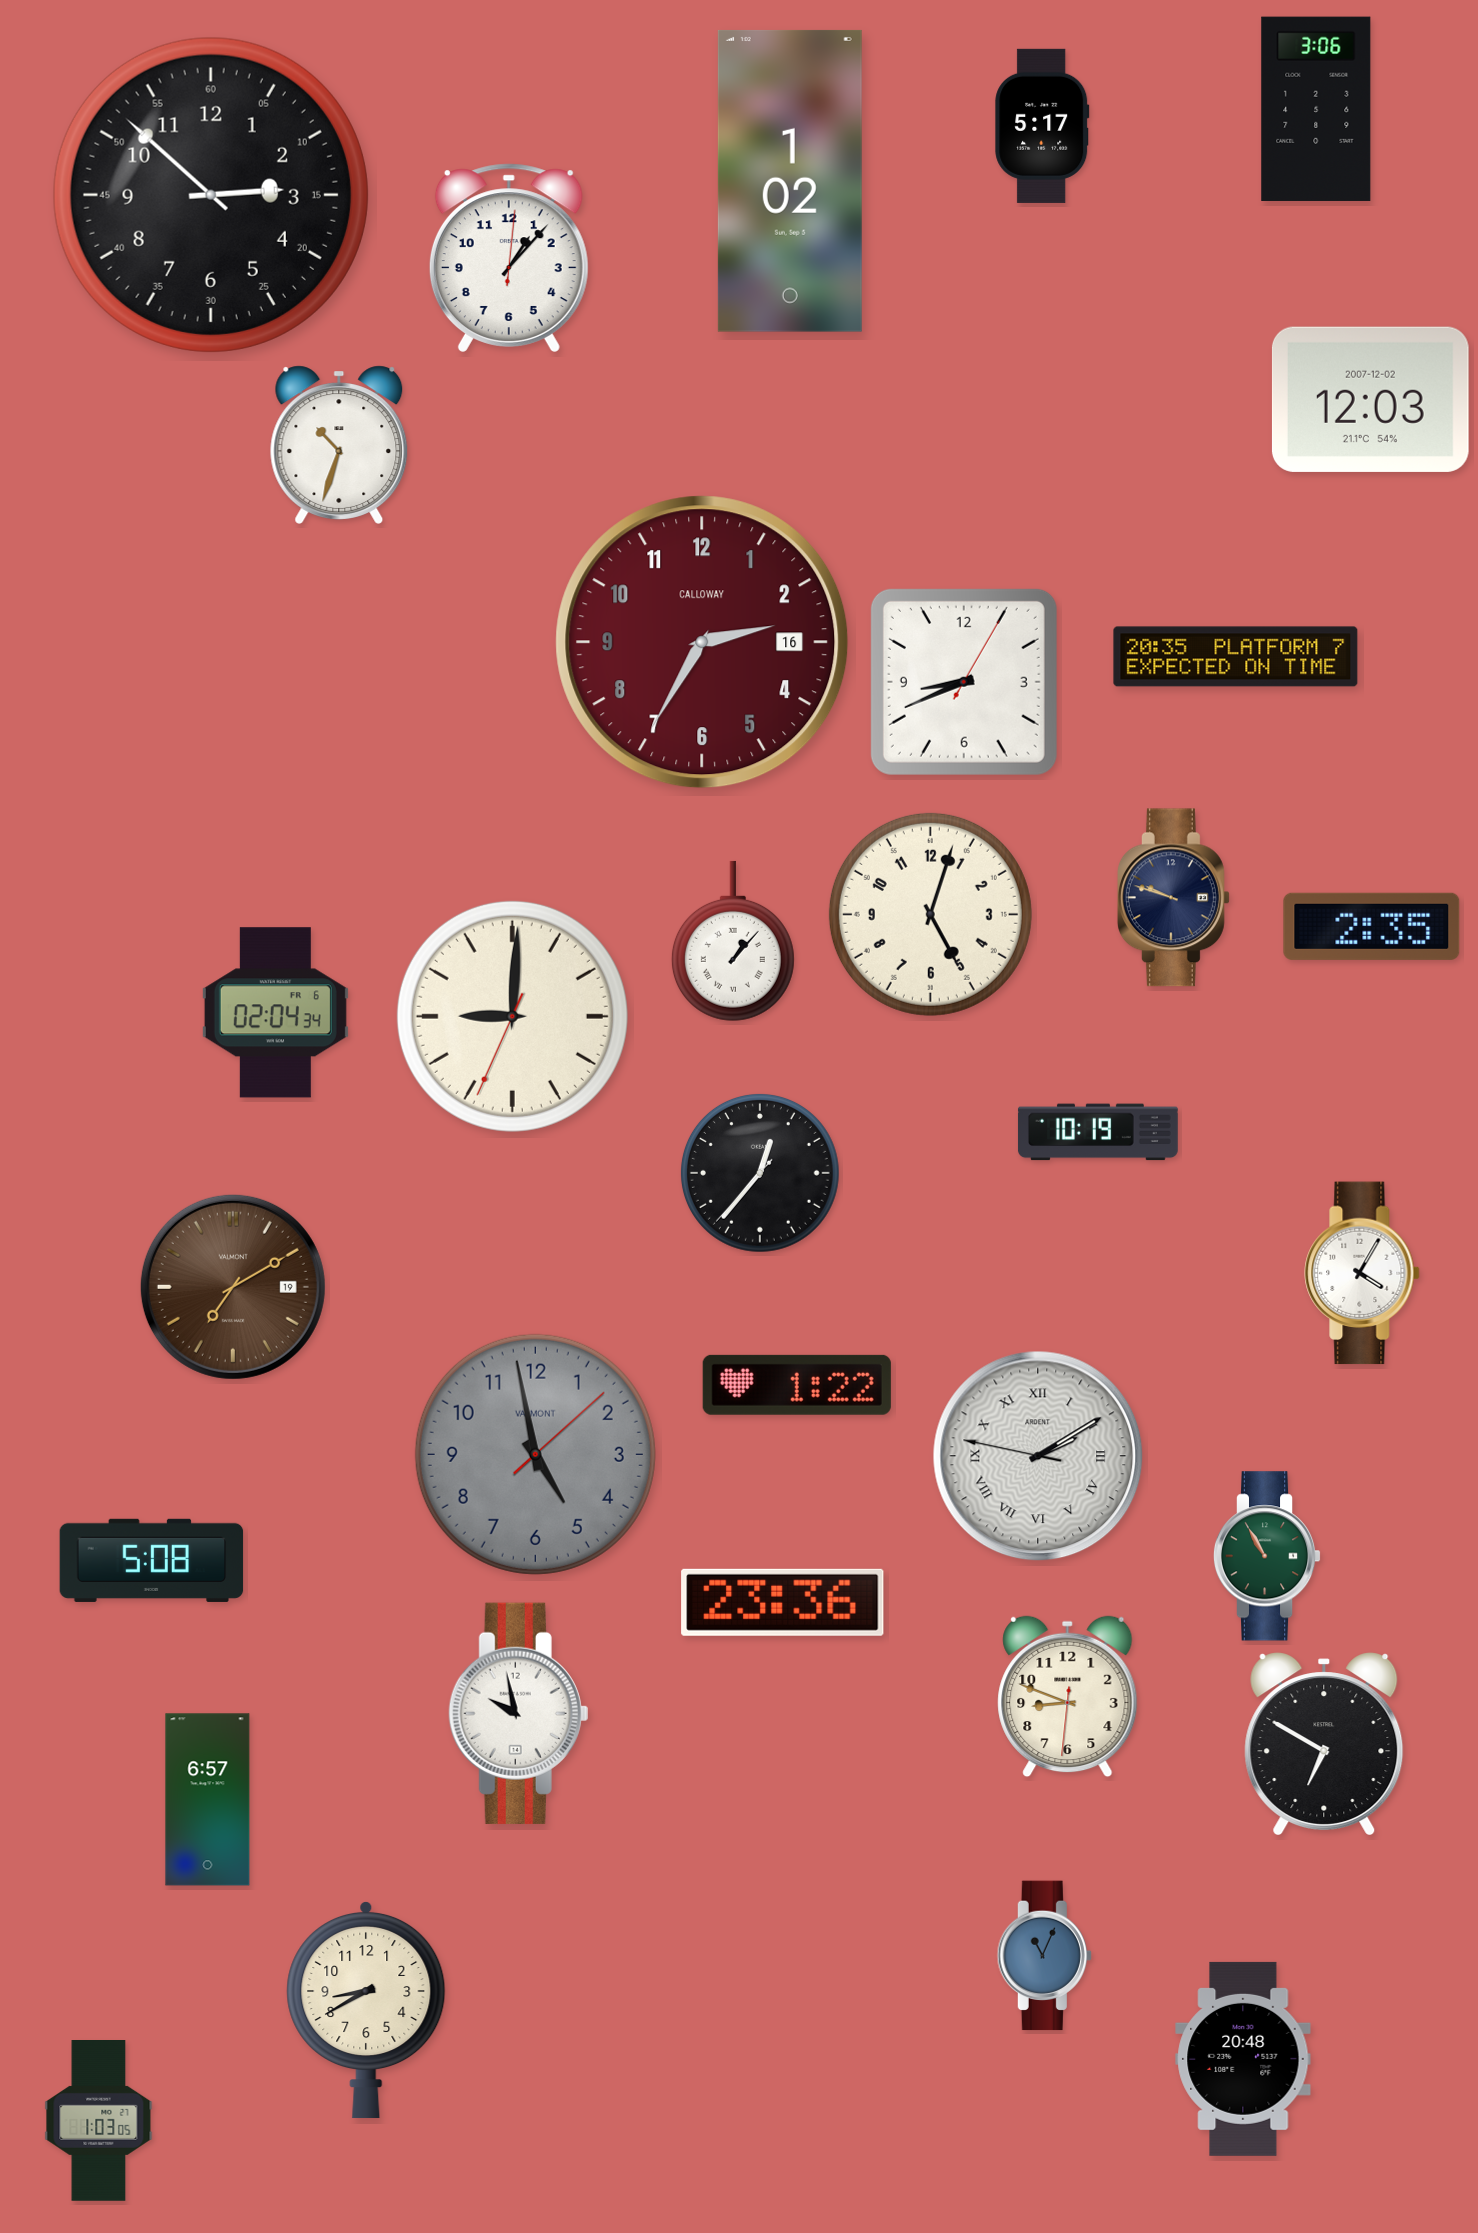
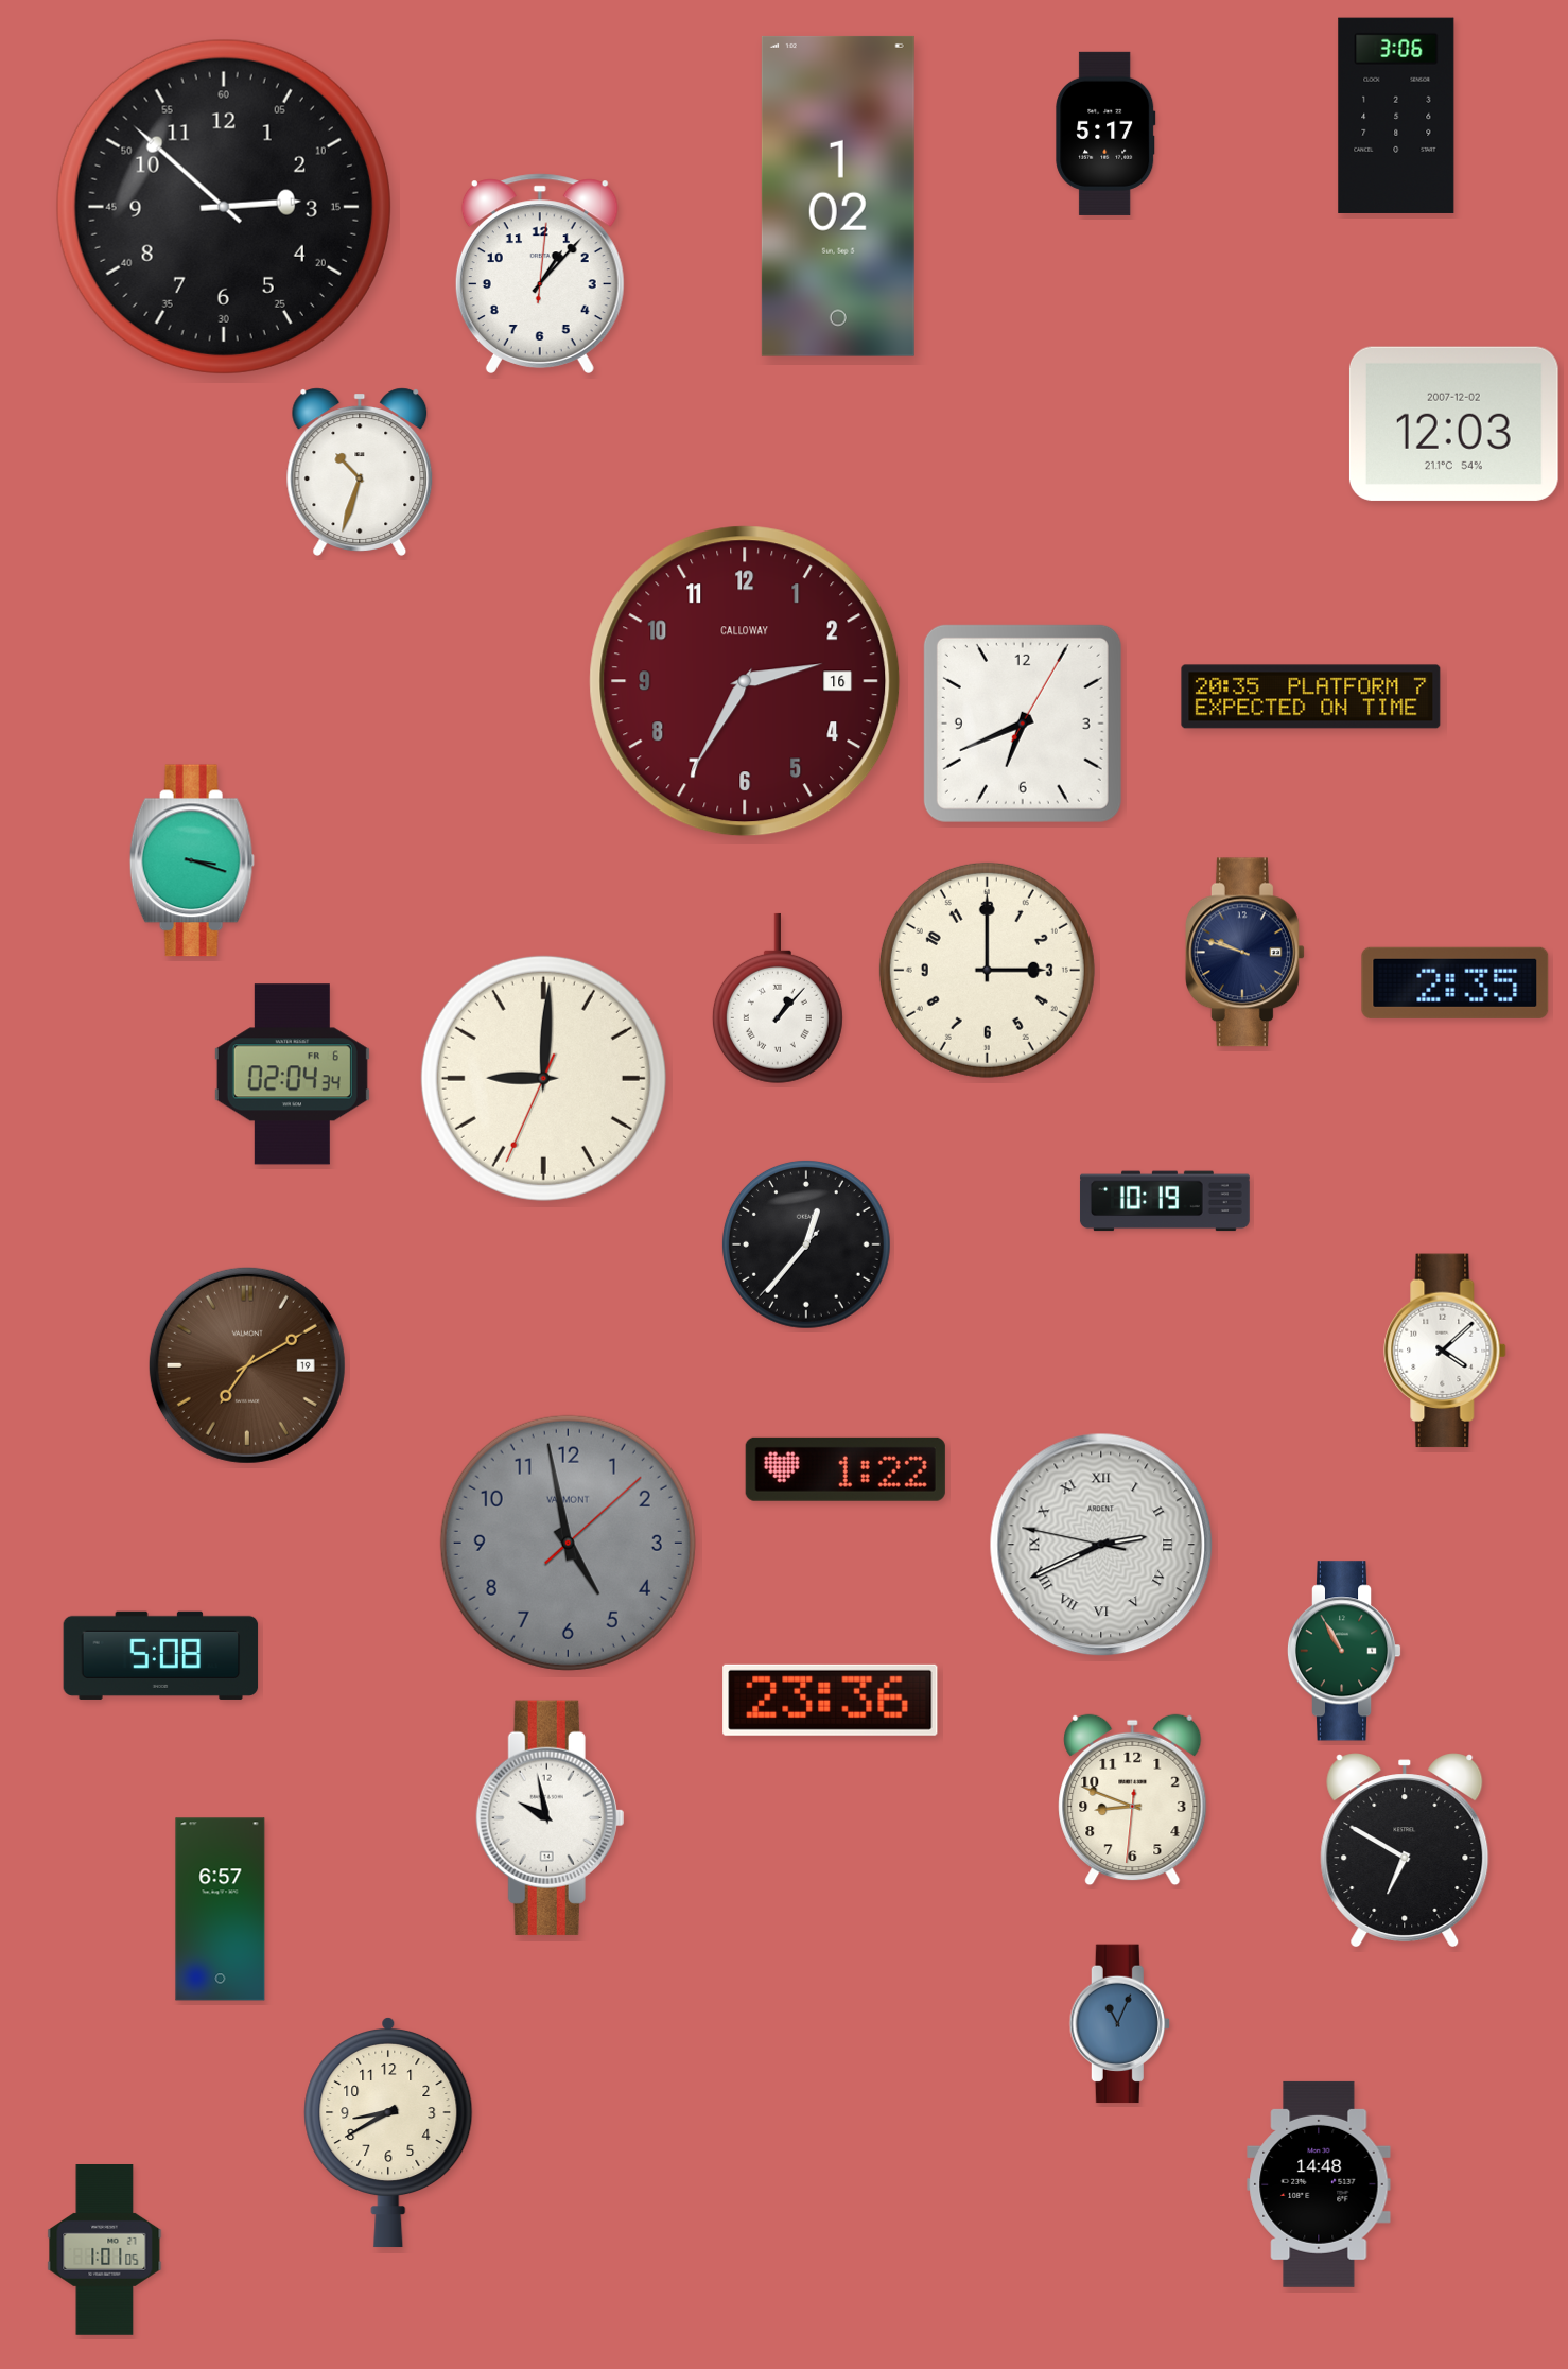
clock at (790, 181) position: (790, 181) -> (838, 196)
clock at (964, 682): 8:41 -> 6:41
clock at (192, 860): none -> 3:18
clock at (930, 914): 5:03 -> 3:00
clock at (1362, 1273): 4:05 -> 4:08
clock at (1038, 1456): 2:09 -> 2:40
clock at (1044, 1956) position: (1044, 1956) -> (1119, 2024)
clock at (1243, 2059): 20:48 -> 14:48
clock at (99, 2121): 1:03 -> 1:01
